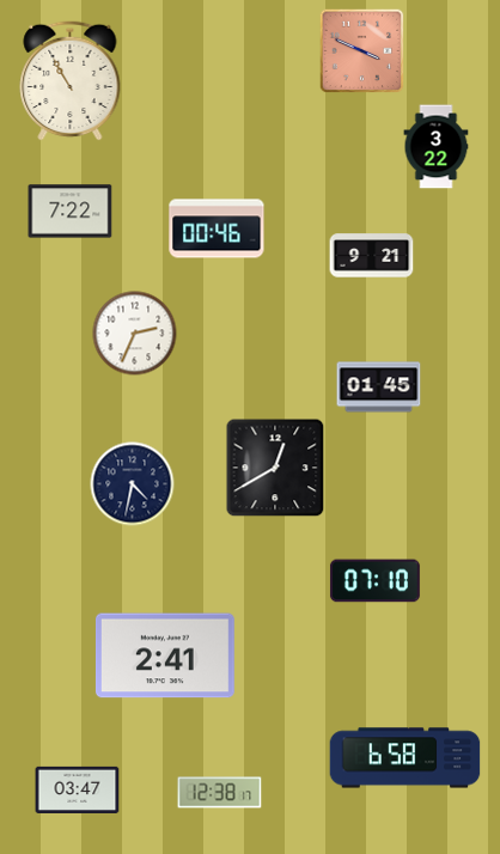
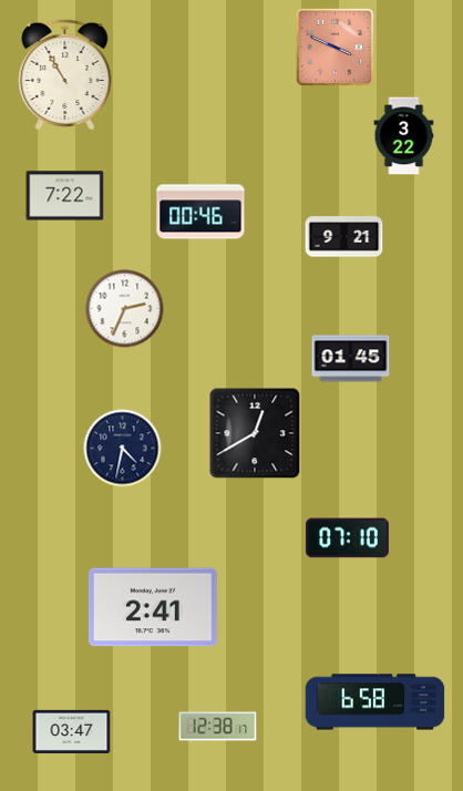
clock at (220, 793) position: (220, 793) -> (218, 727)
